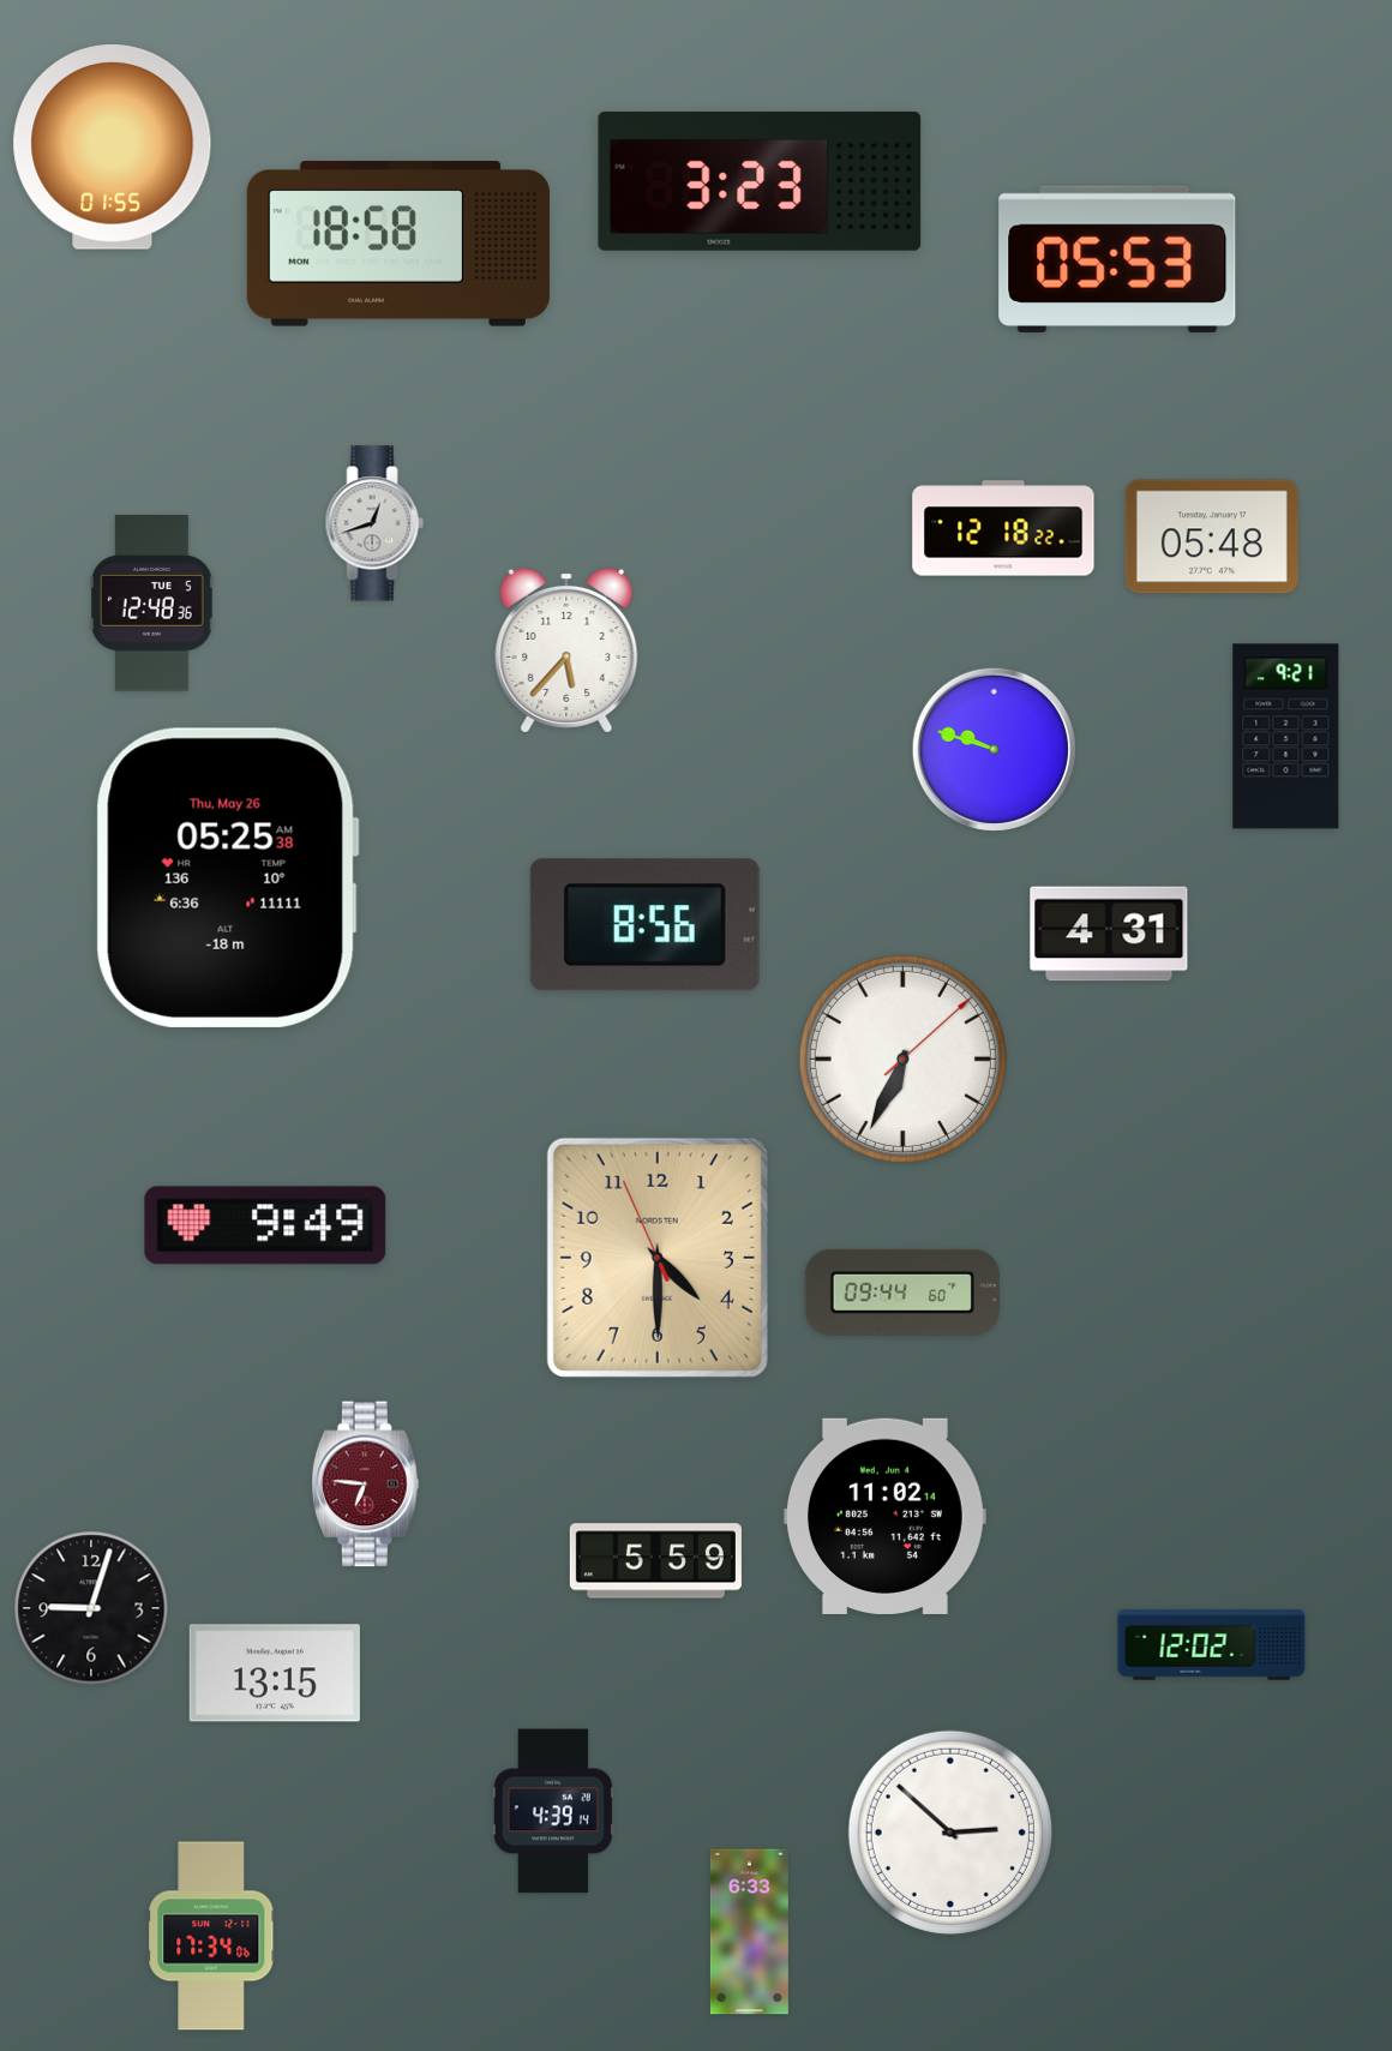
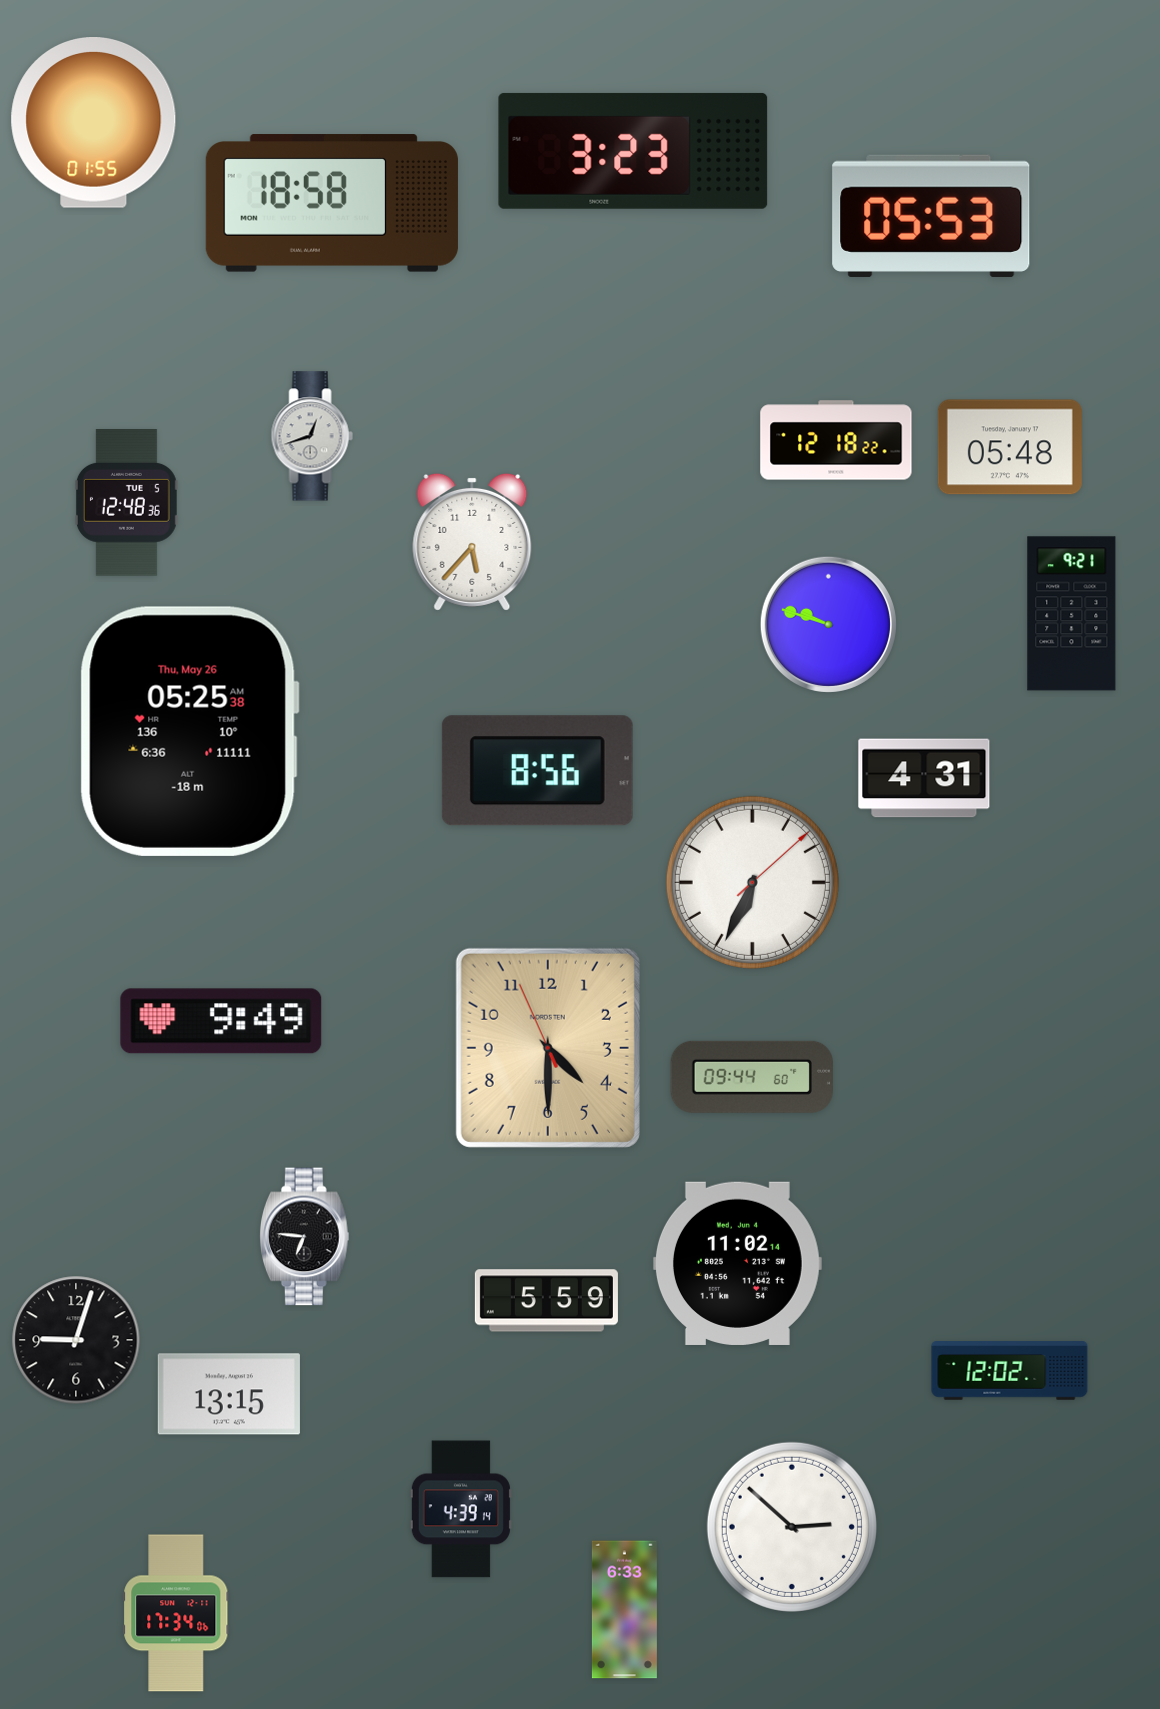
clock at (365, 1485) dial: burgundy -> black
